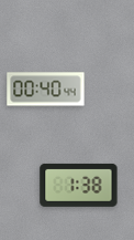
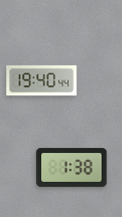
clock at (46, 90): 00:40 -> 19:40
